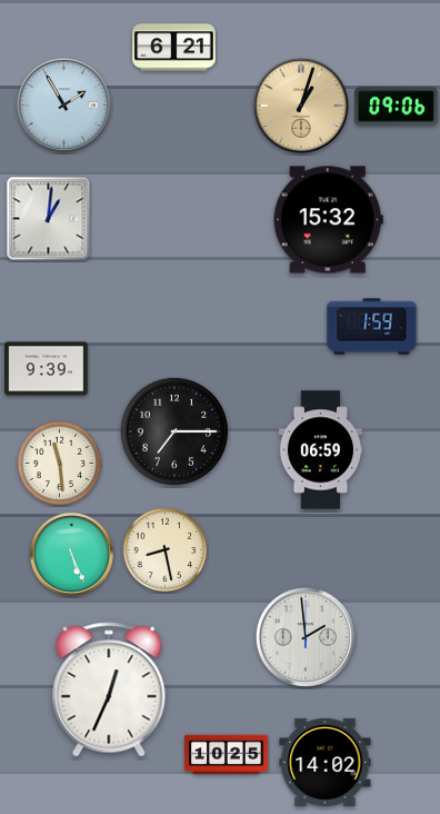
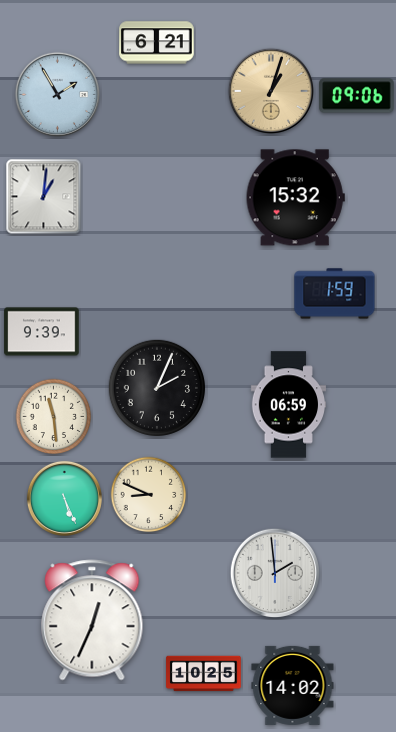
clock at (300, 105) position: (300, 105) -> (270, 90)
clock at (174, 431): 7:15 -> 2:04
clock at (166, 550): 8:28 -> 8:49
clock at (109, 689) position: (109, 689) -> (92, 620)
clock at (227, 755) position: (227, 755) -> (204, 674)
